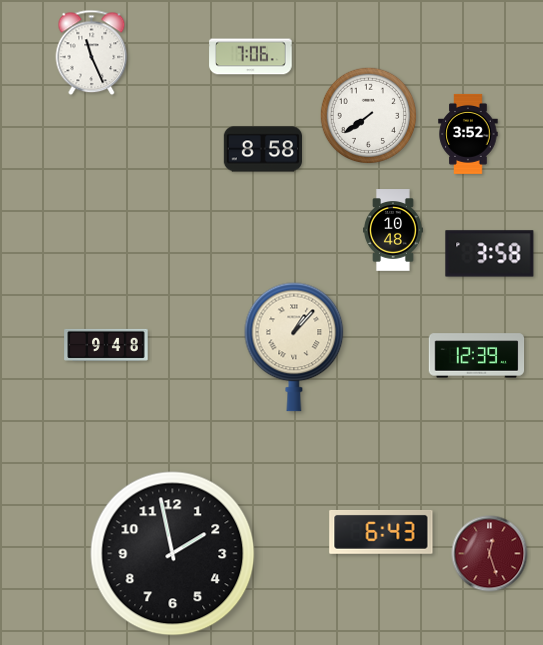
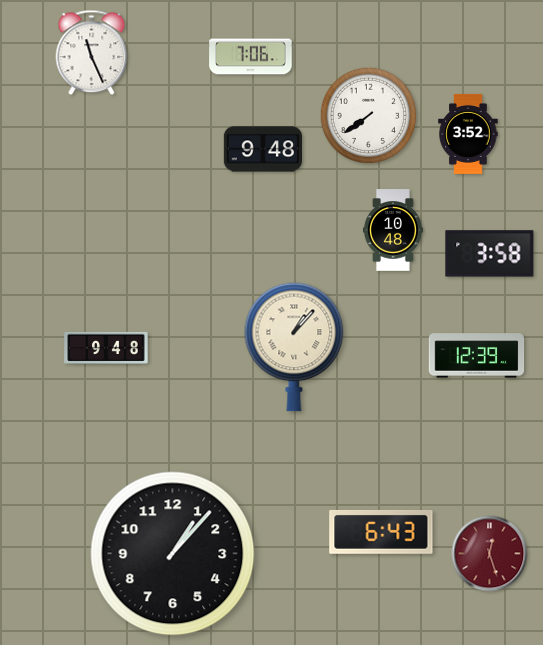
clock at (262, 149): 8:58 -> 9:48
clock at (106, 345) position: (106, 345) -> (106, 348)
clock at (173, 554): 1:58 -> 1:07
